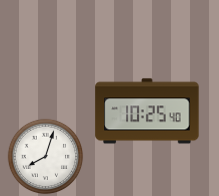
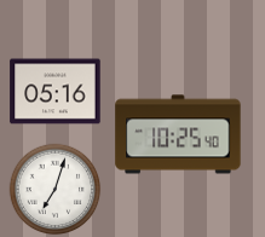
clock at (56, 92): none -> 05:16
clock at (46, 157): 8:03 -> 7:03
